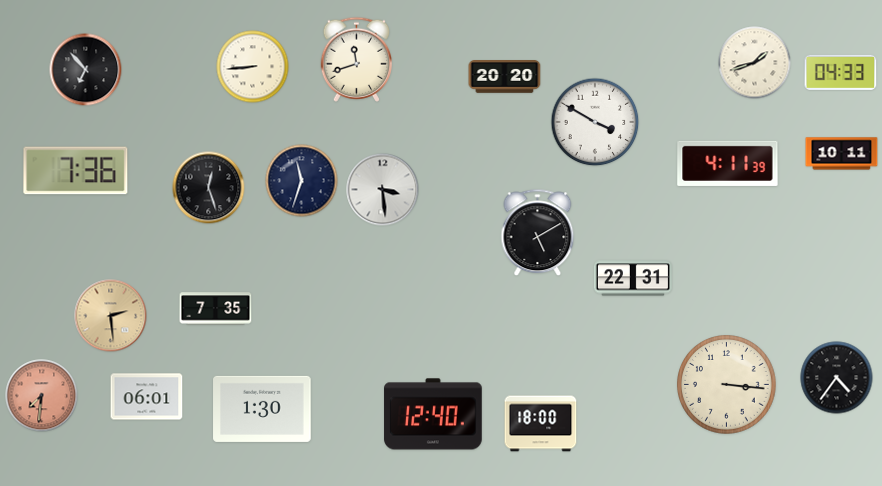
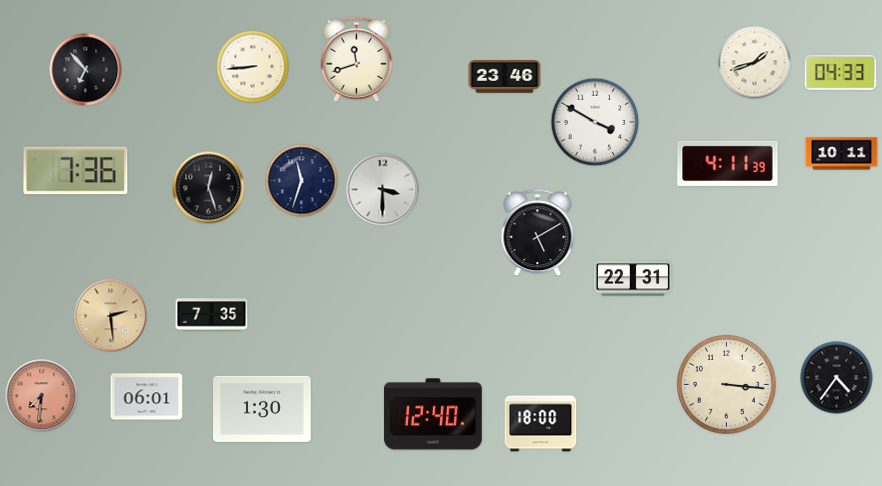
clock at (505, 77): 20:20 -> 23:46
clock at (383, 190): 3:29 -> 3:30
clock at (216, 309) position: (216, 309) -> (212, 315)
